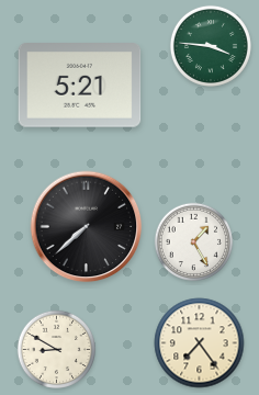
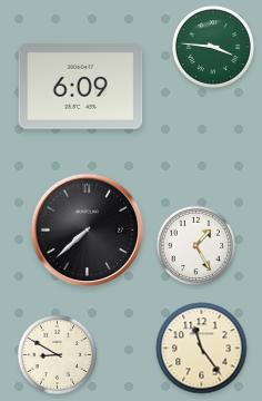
clock at (80, 86): 5:21 -> 6:09
clock at (200, 343): 7:24 -> 11:24
